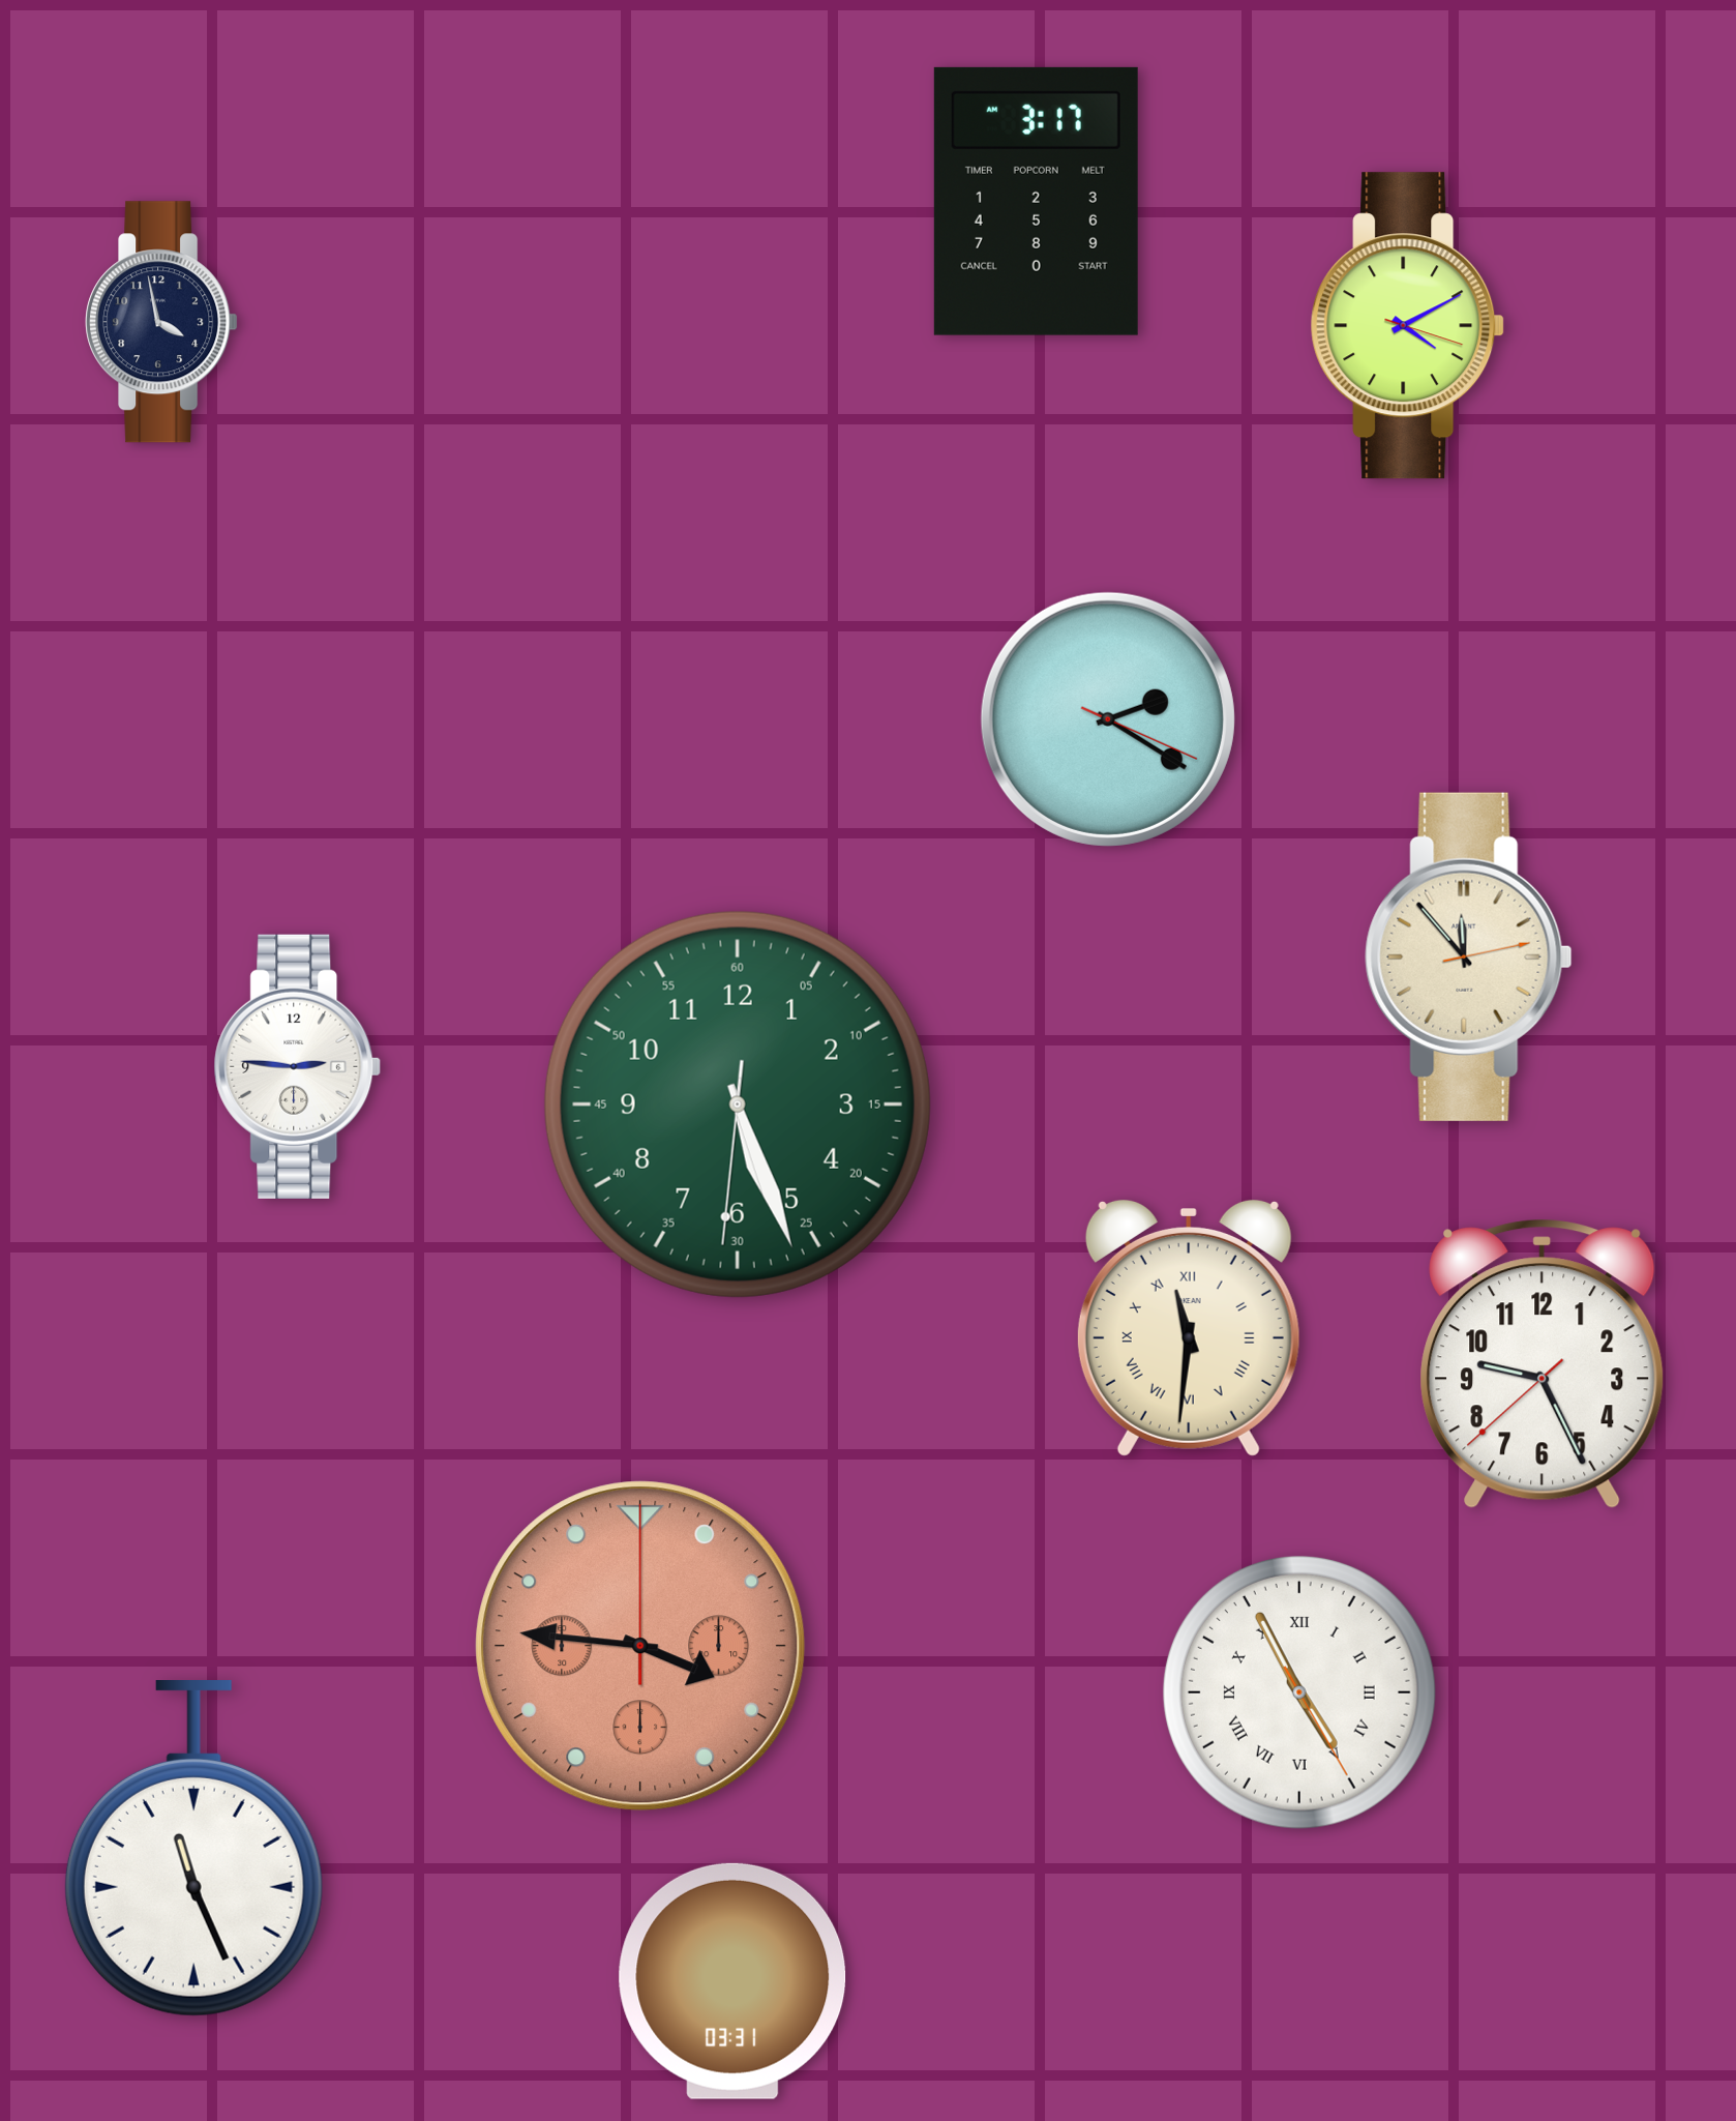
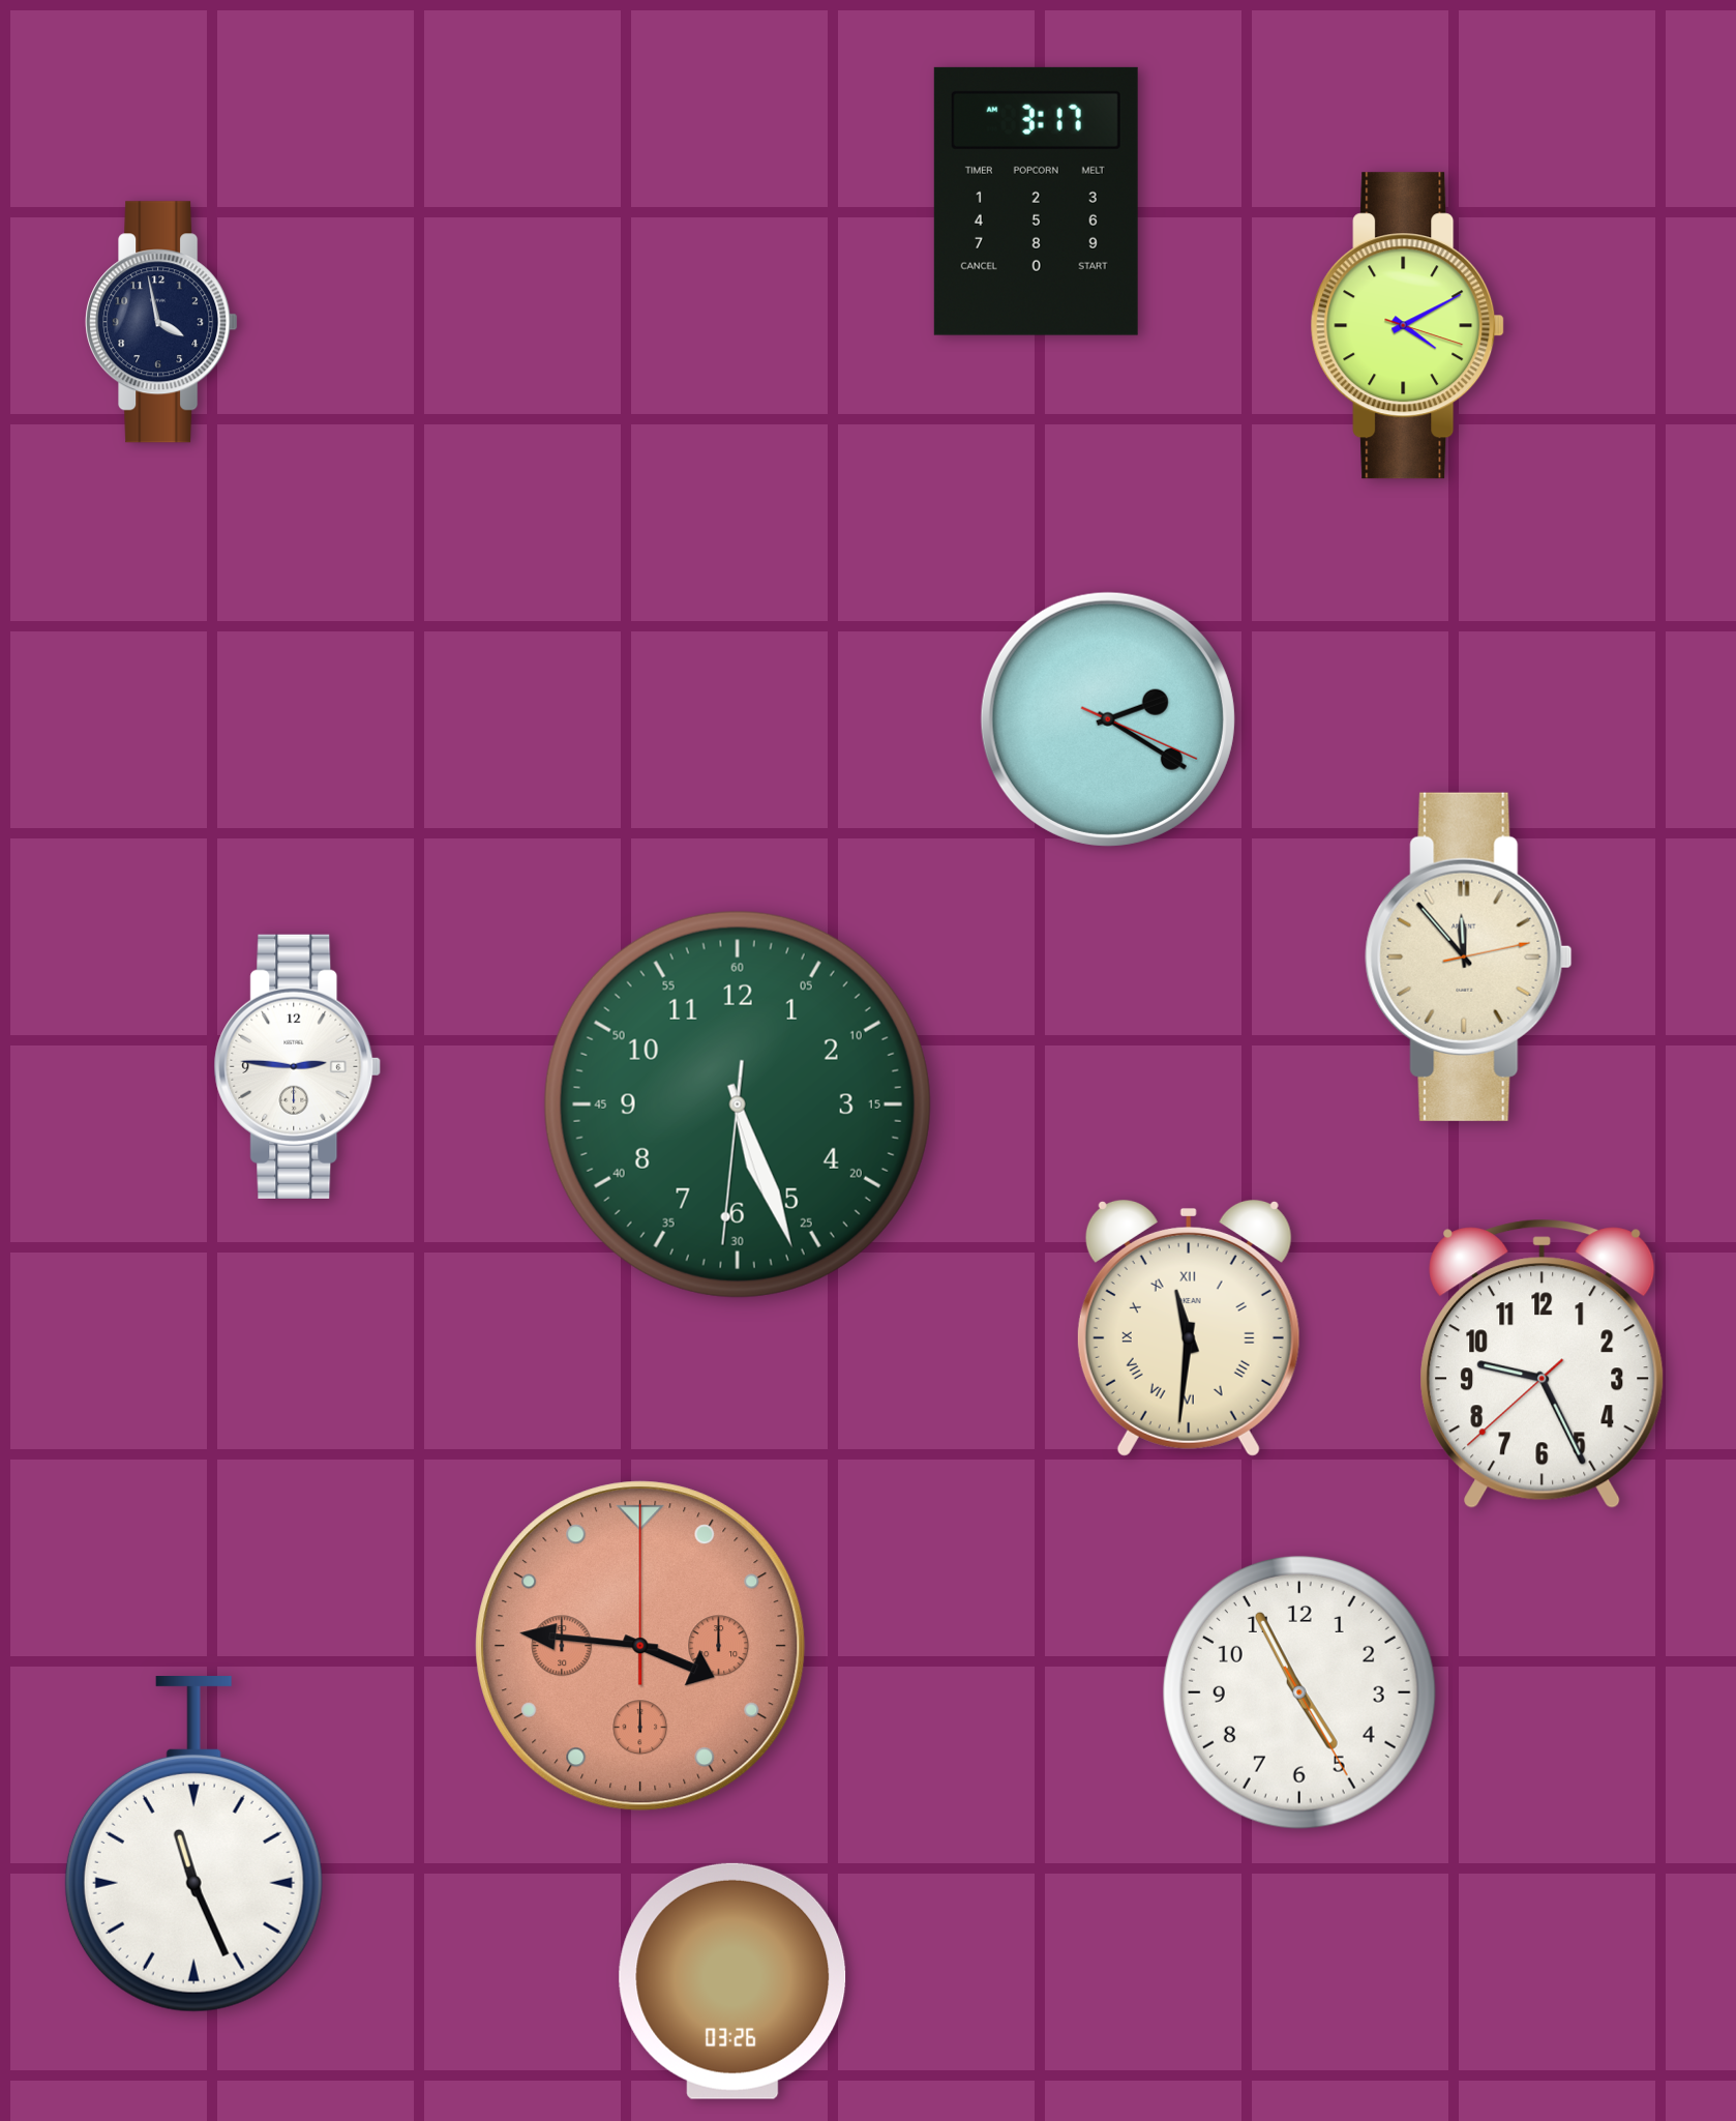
clock at (1299, 1692) numerals: Roman -> Arabic
clock at (193, 1849) position: (193, 1849) -> (193, 1845)
clock at (732, 1981): 03:31 -> 03:26
